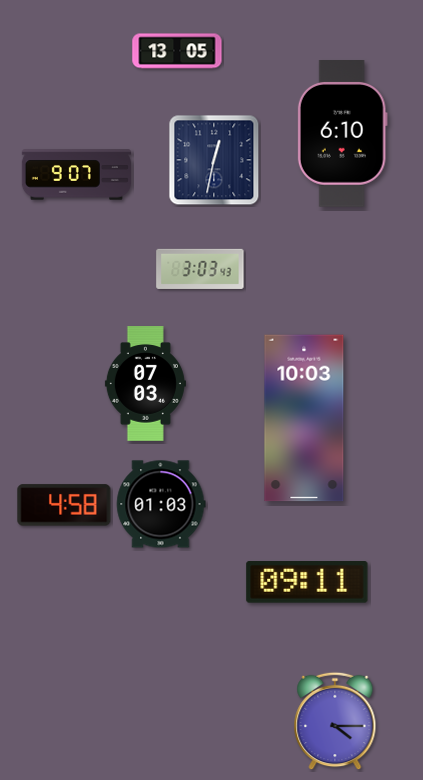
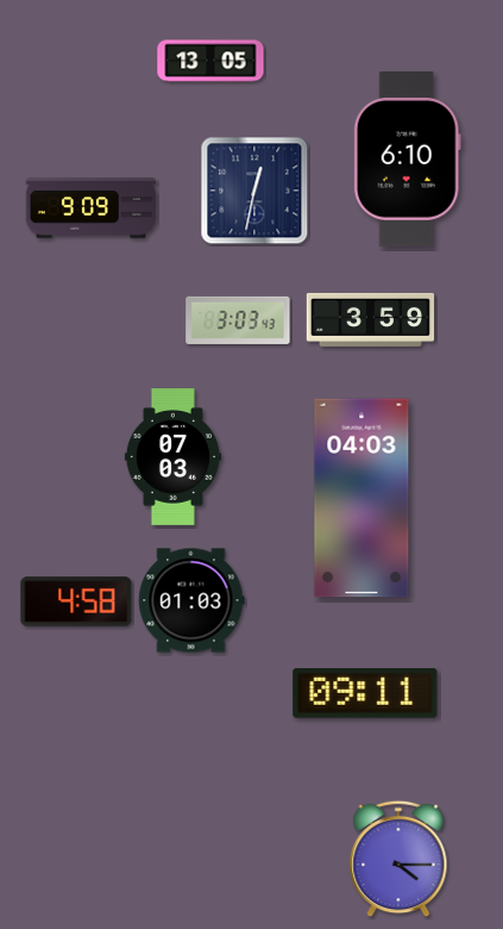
clock at (76, 175): 9:07 -> 9:09
clock at (371, 319): none -> 3:59
clock at (304, 418): 10:03 -> 04:03
